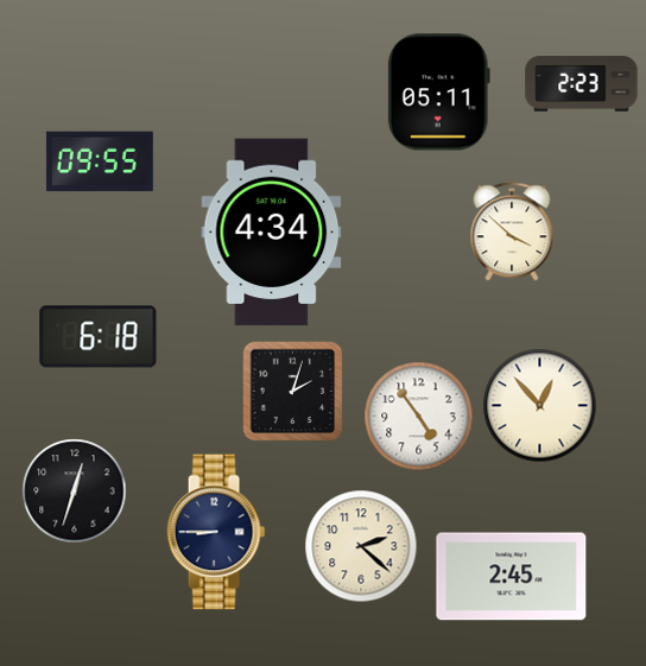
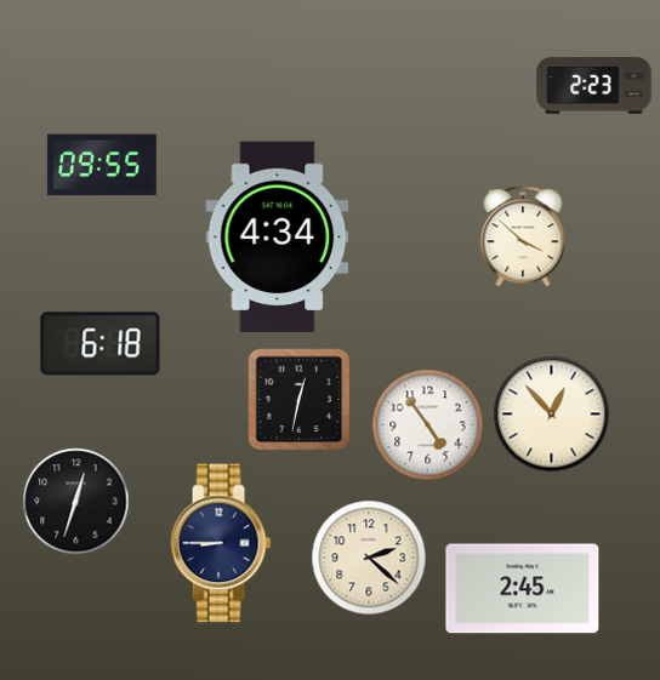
clock at (438, 93): 05:11 -> none
clock at (293, 392): 2:03 -> 12:32
